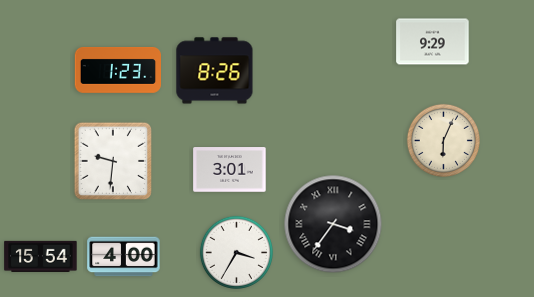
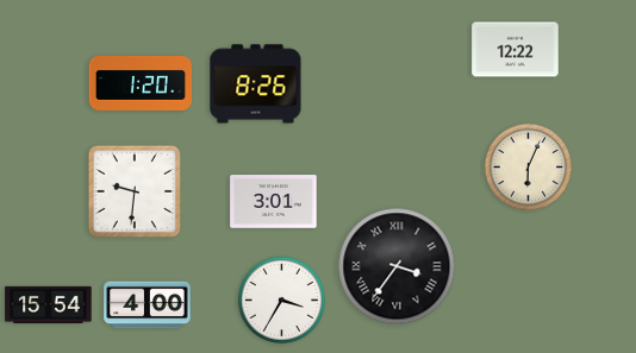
clock at (433, 42): 9:29 -> 12:22
clock at (117, 70): 1:23 -> 1:20
